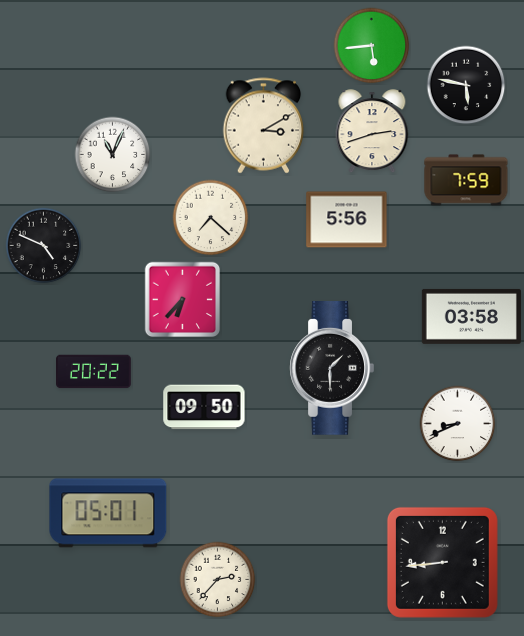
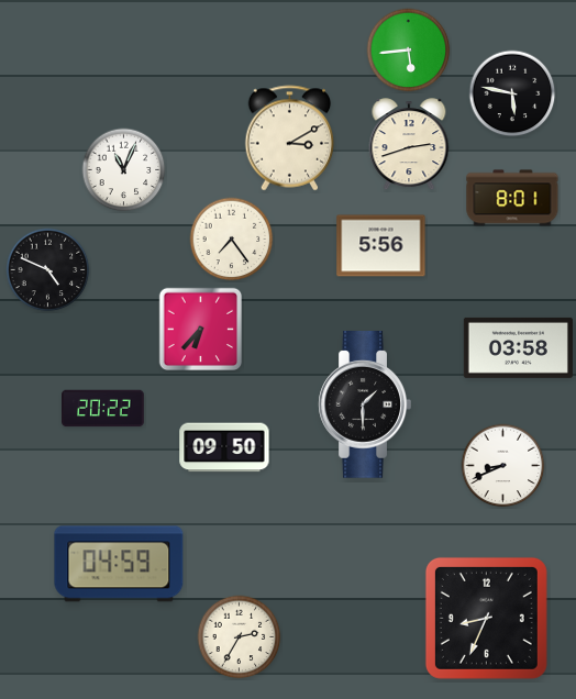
clock at (466, 180): 7:59 -> 8:01
clock at (211, 218): 7:22 -> 7:24
clock at (347, 220) position: (347, 220) -> (381, 246)
clock at (108, 513): 05:01 -> 04:59
clock at (442, 562): 8:44 -> 8:34
clock at (218, 580): 2:37 -> 2:35
